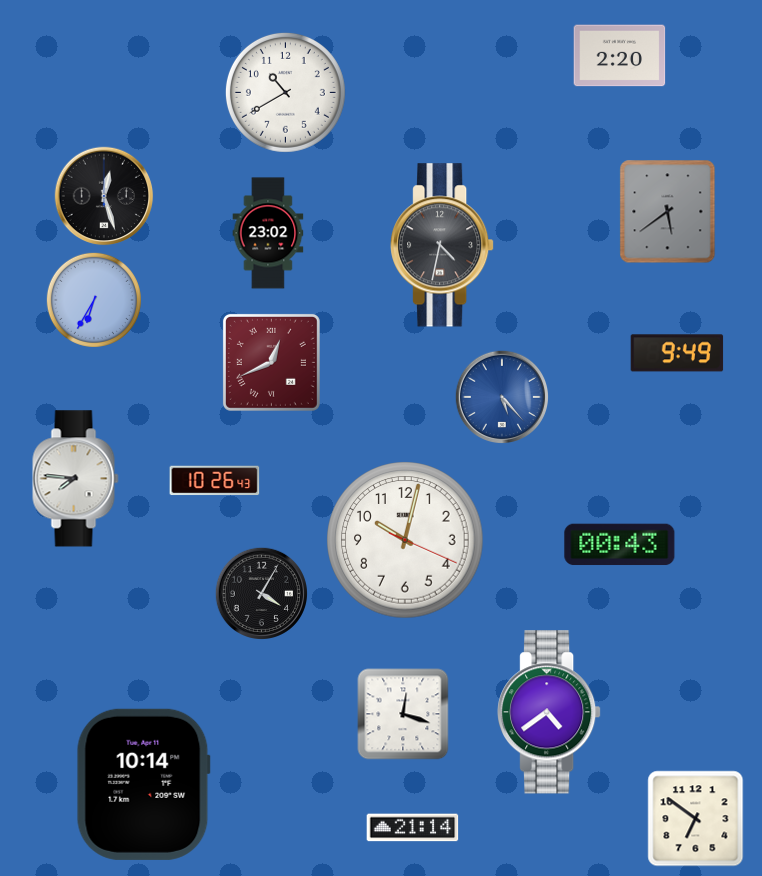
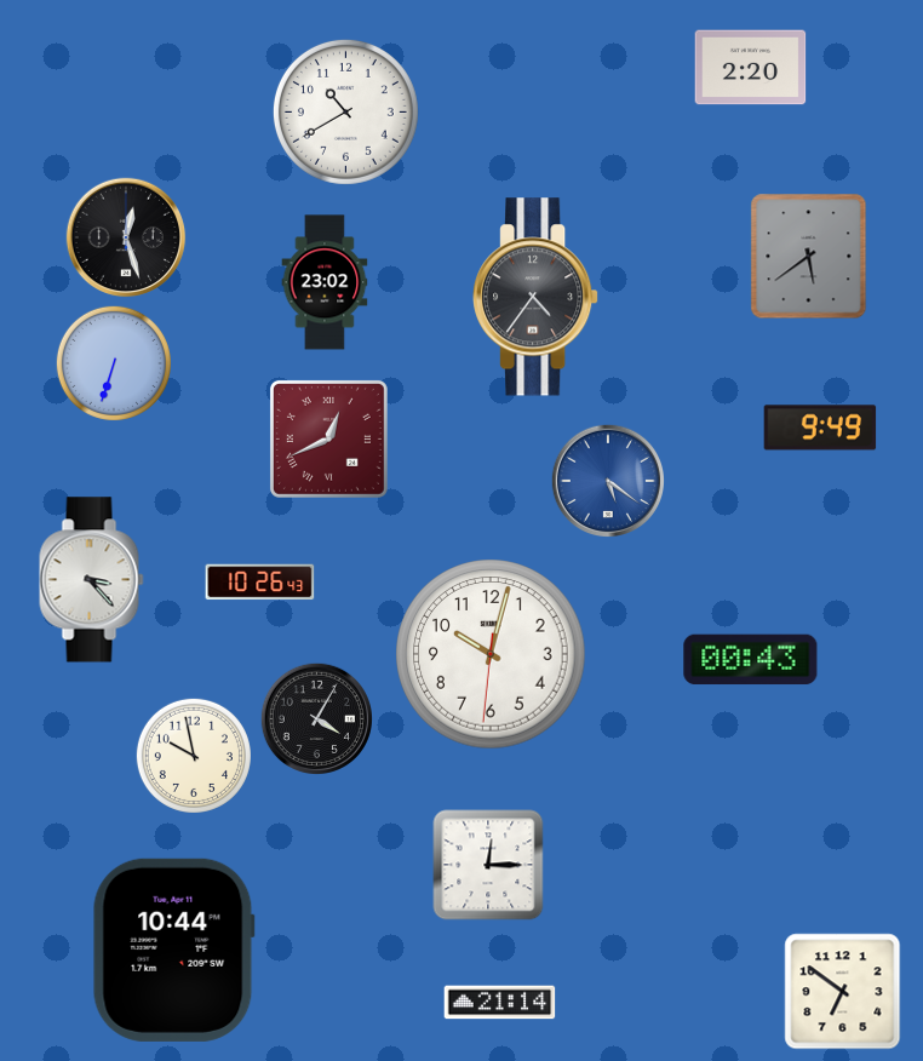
clock at (442, 245): 4:32 -> 4:36
clock at (94, 300): 6:35 -> 6:33
clock at (501, 396): 5:23 -> 5:21
clock at (76, 479): 7:46 -> 3:23
clock at (405, 540): 10:02:19 -> 10:02:31
clock at (194, 756): none -> 9:58
clock at (549, 712): 4:39 -> none
clock at (403, 714): 12:18 -> 12:15
clock at (143, 784): 10:14 -> 10:44
